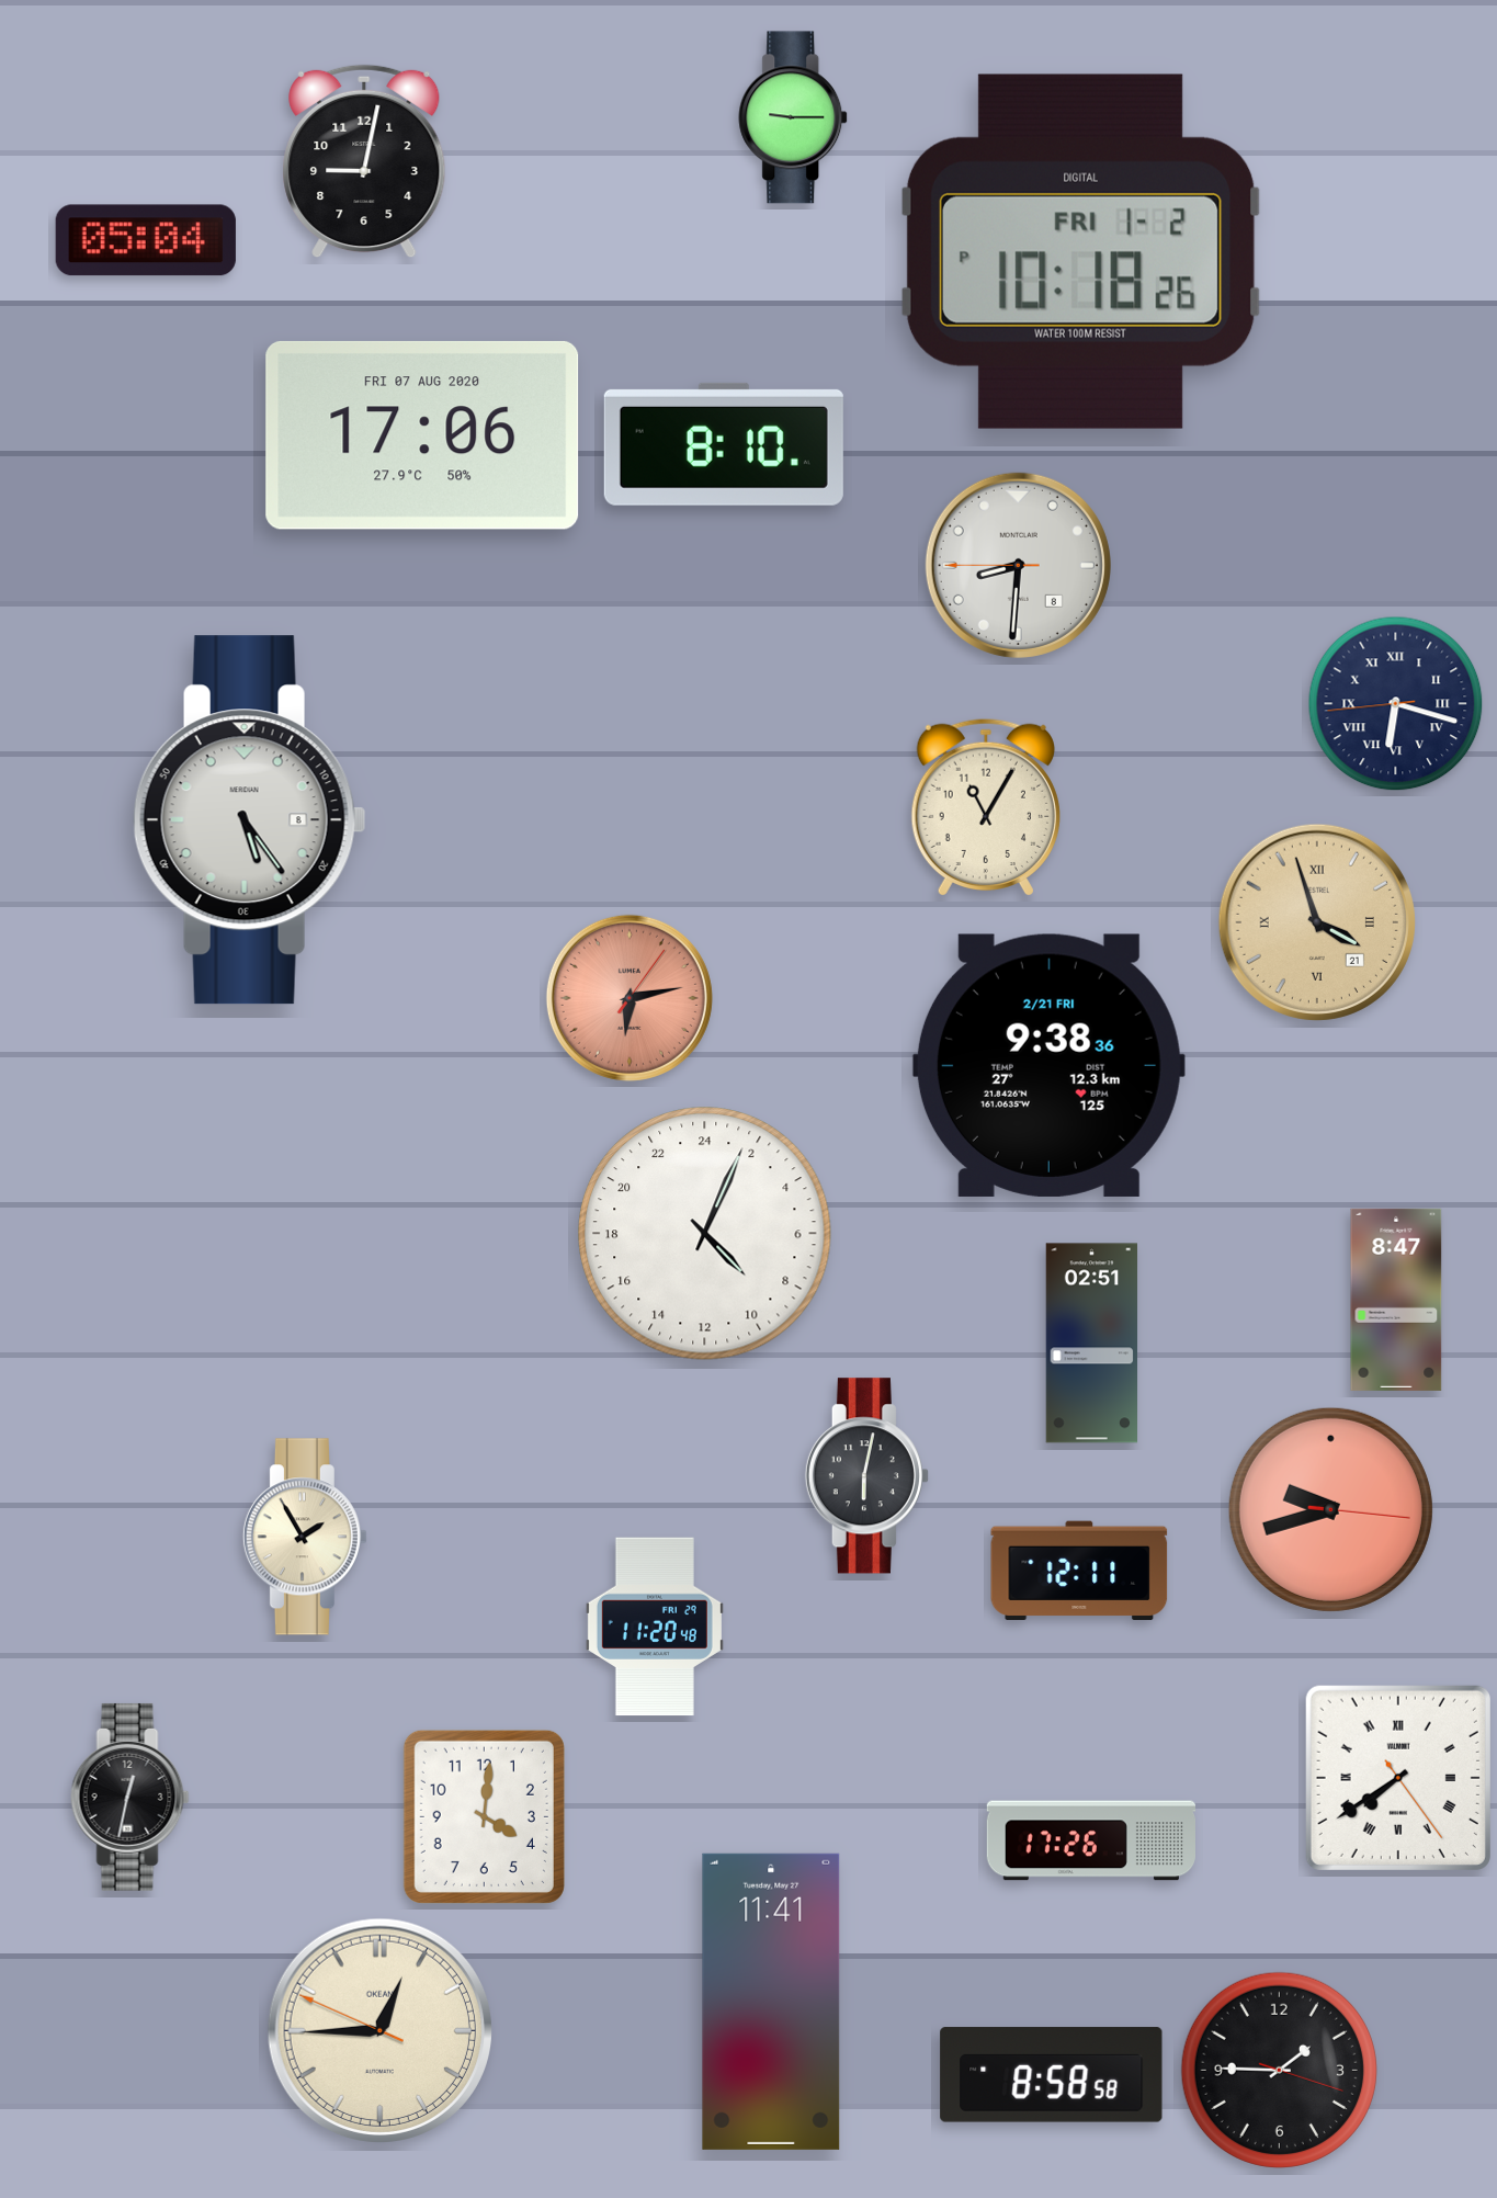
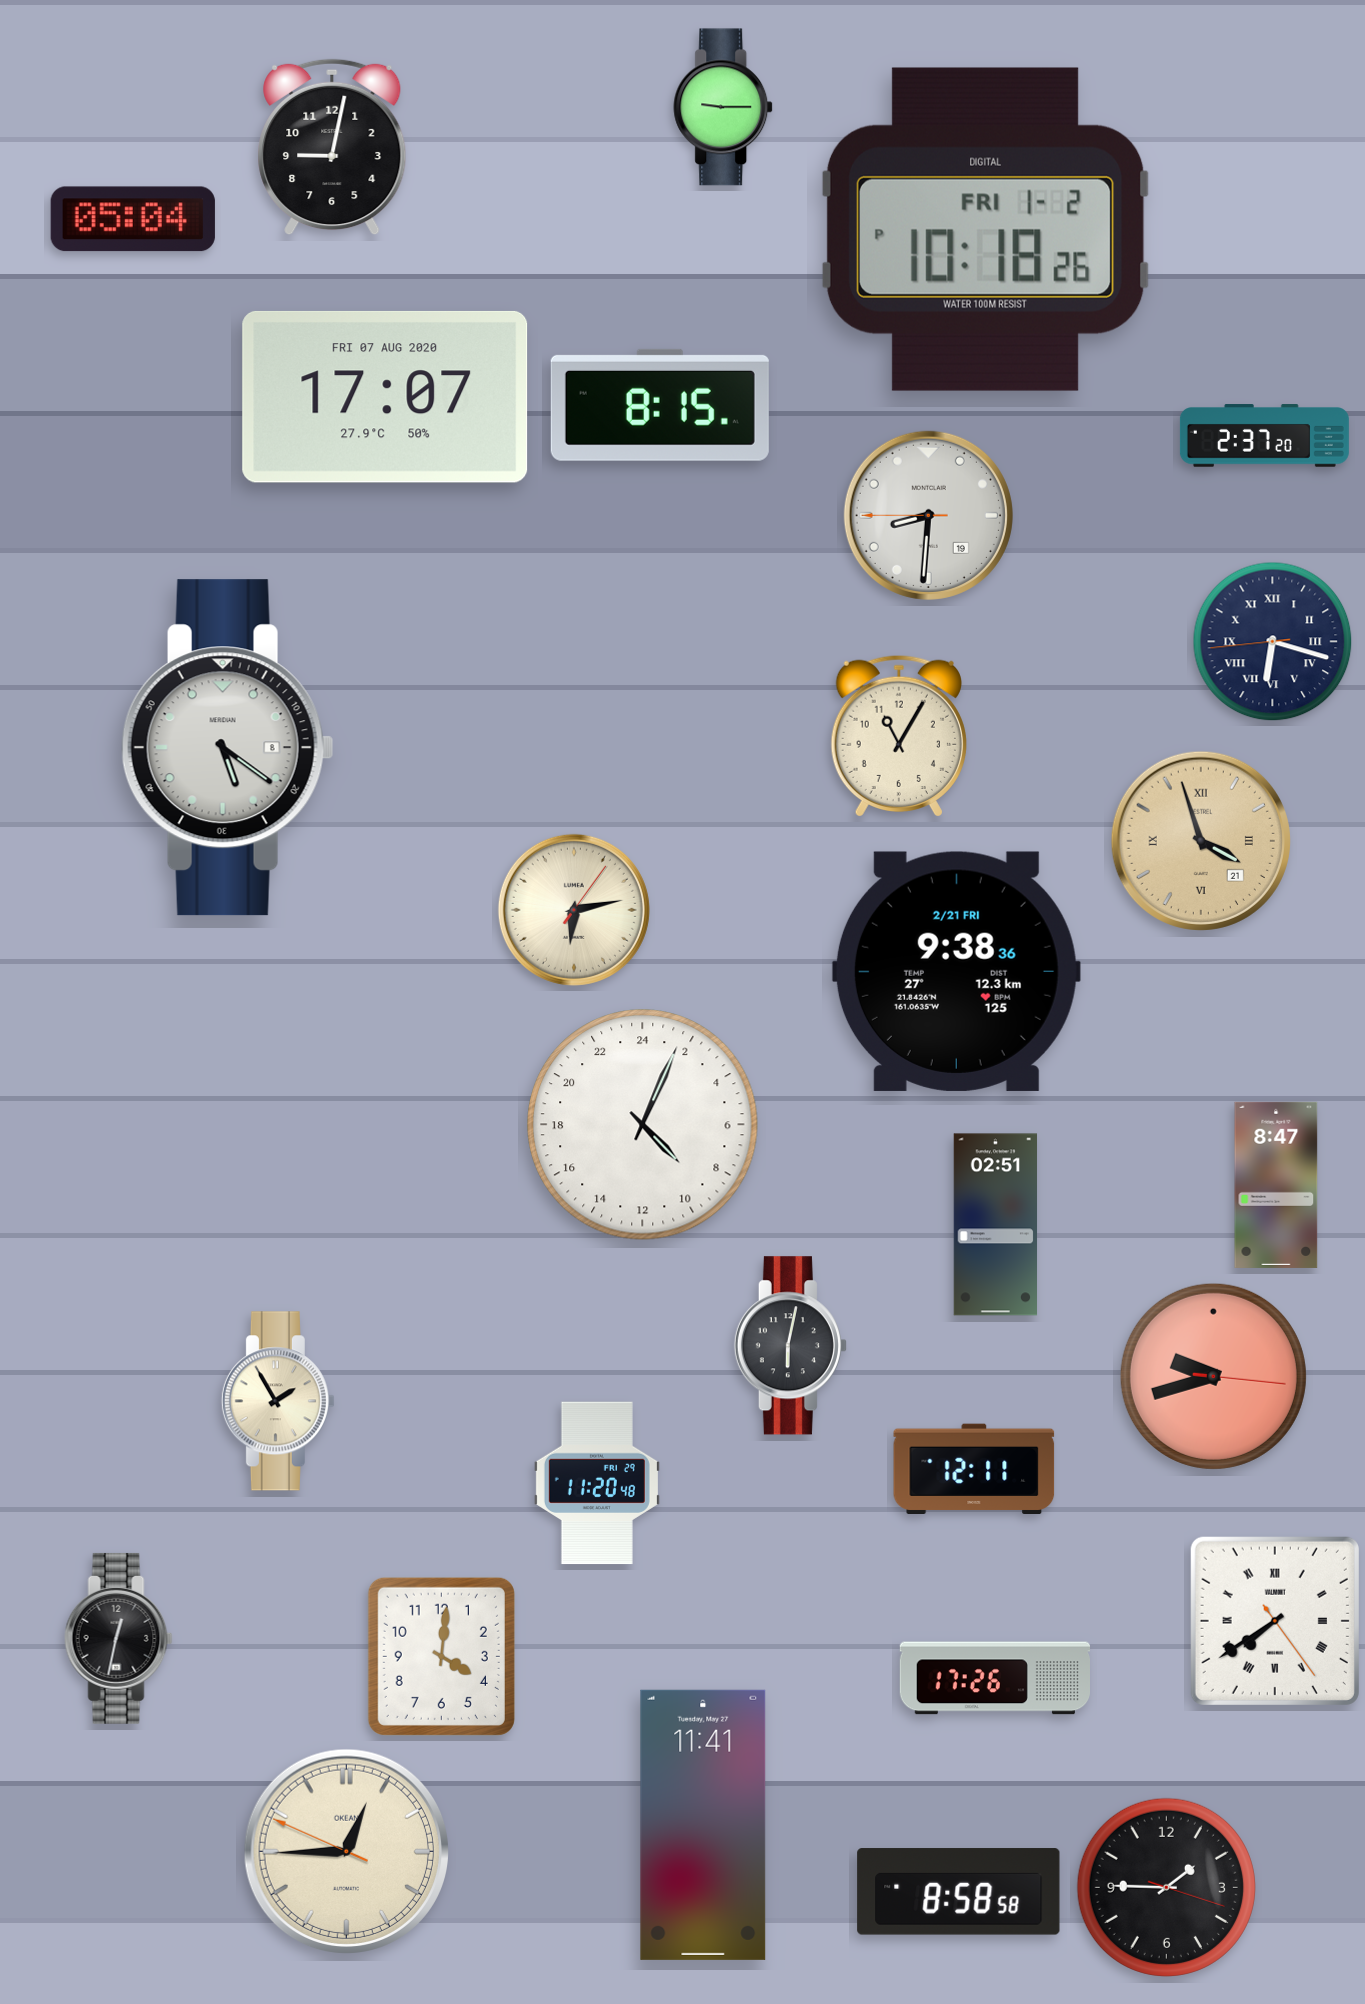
clock at (422, 435): 17:06 -> 17:07
clock at (724, 444): 8:10 -> 8:15
clock at (1264, 436): none -> 2:37
clock at (1018, 565) date: 8 -> 19
clock at (249, 820): 5:24 -> 5:21
clock at (630, 998) dial: salmon -> cream
clock at (1396, 1300) position: (1396, 1300) -> (1276, 1185)
clock at (1079, 1570) position: (1079, 1570) -> (974, 1468)
